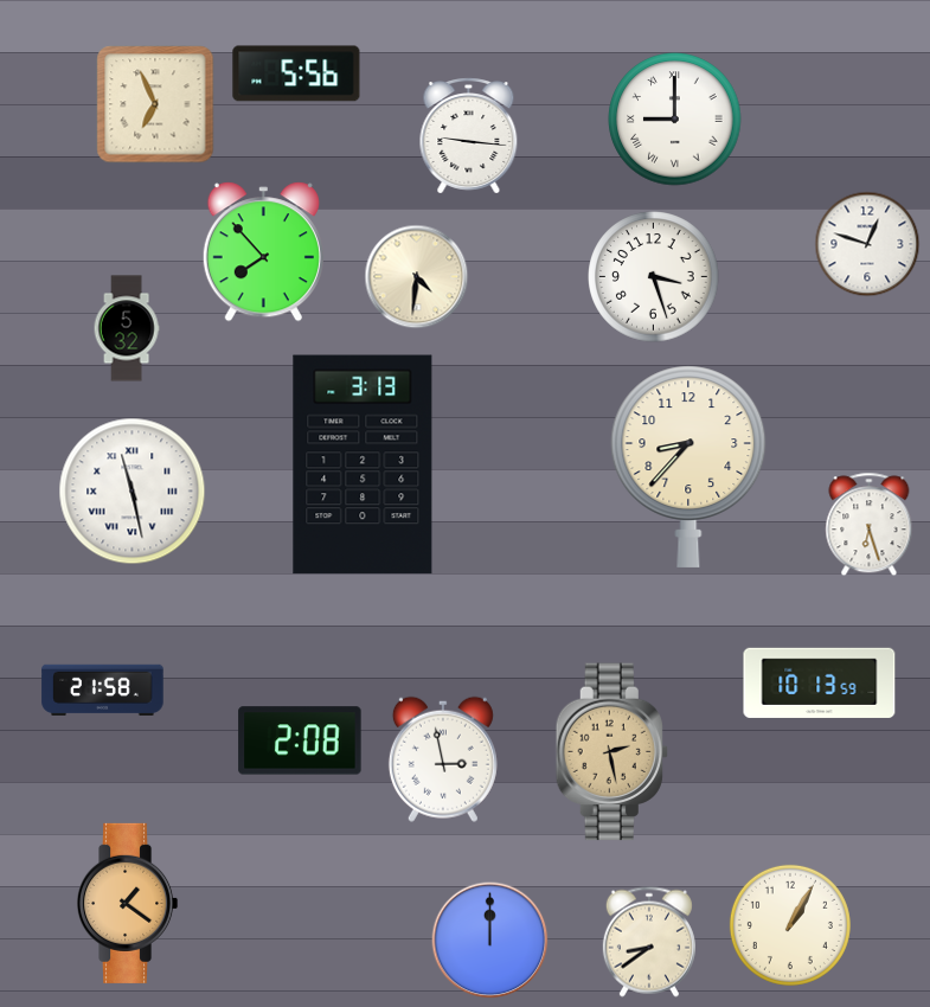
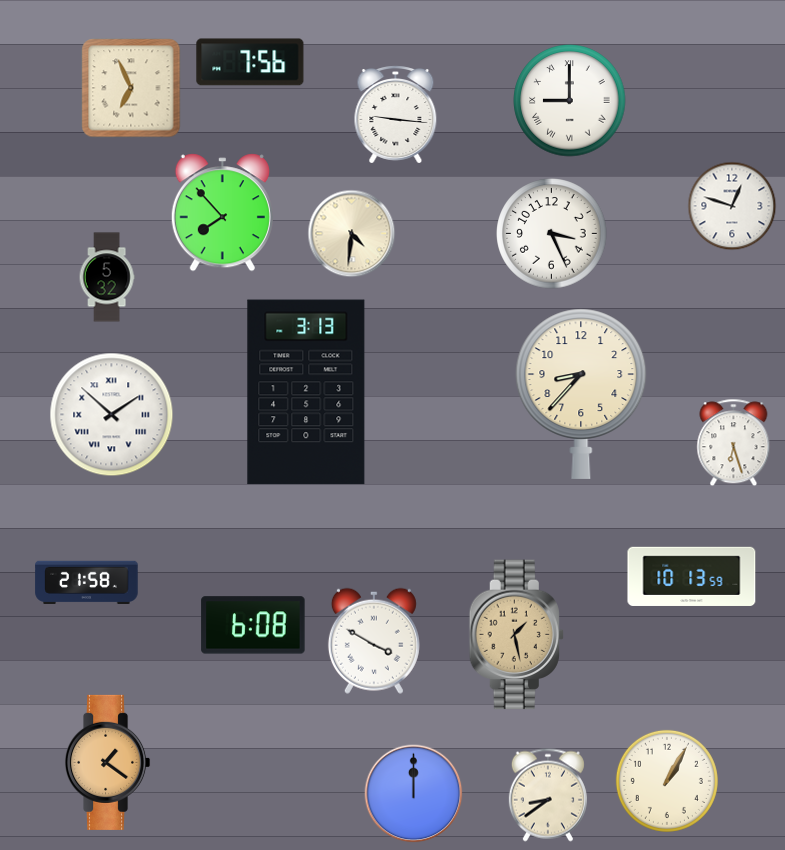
clock at (296, 73): 5:56 -> 7:56
clock at (654, 277): 3:27 -> 3:26
clock at (133, 492): 11:28 -> 1:52
clock at (300, 740): 2:08 -> 6:08
clock at (611, 752): 2:28 -> 1:28
clock at (443, 759): 2:58 -> 3:50
